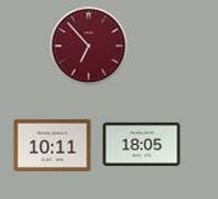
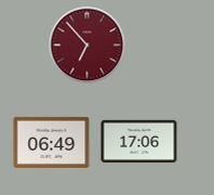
clock at (53, 145): 10:11 -> 06:49
clock at (142, 145): 18:05 -> 17:06
